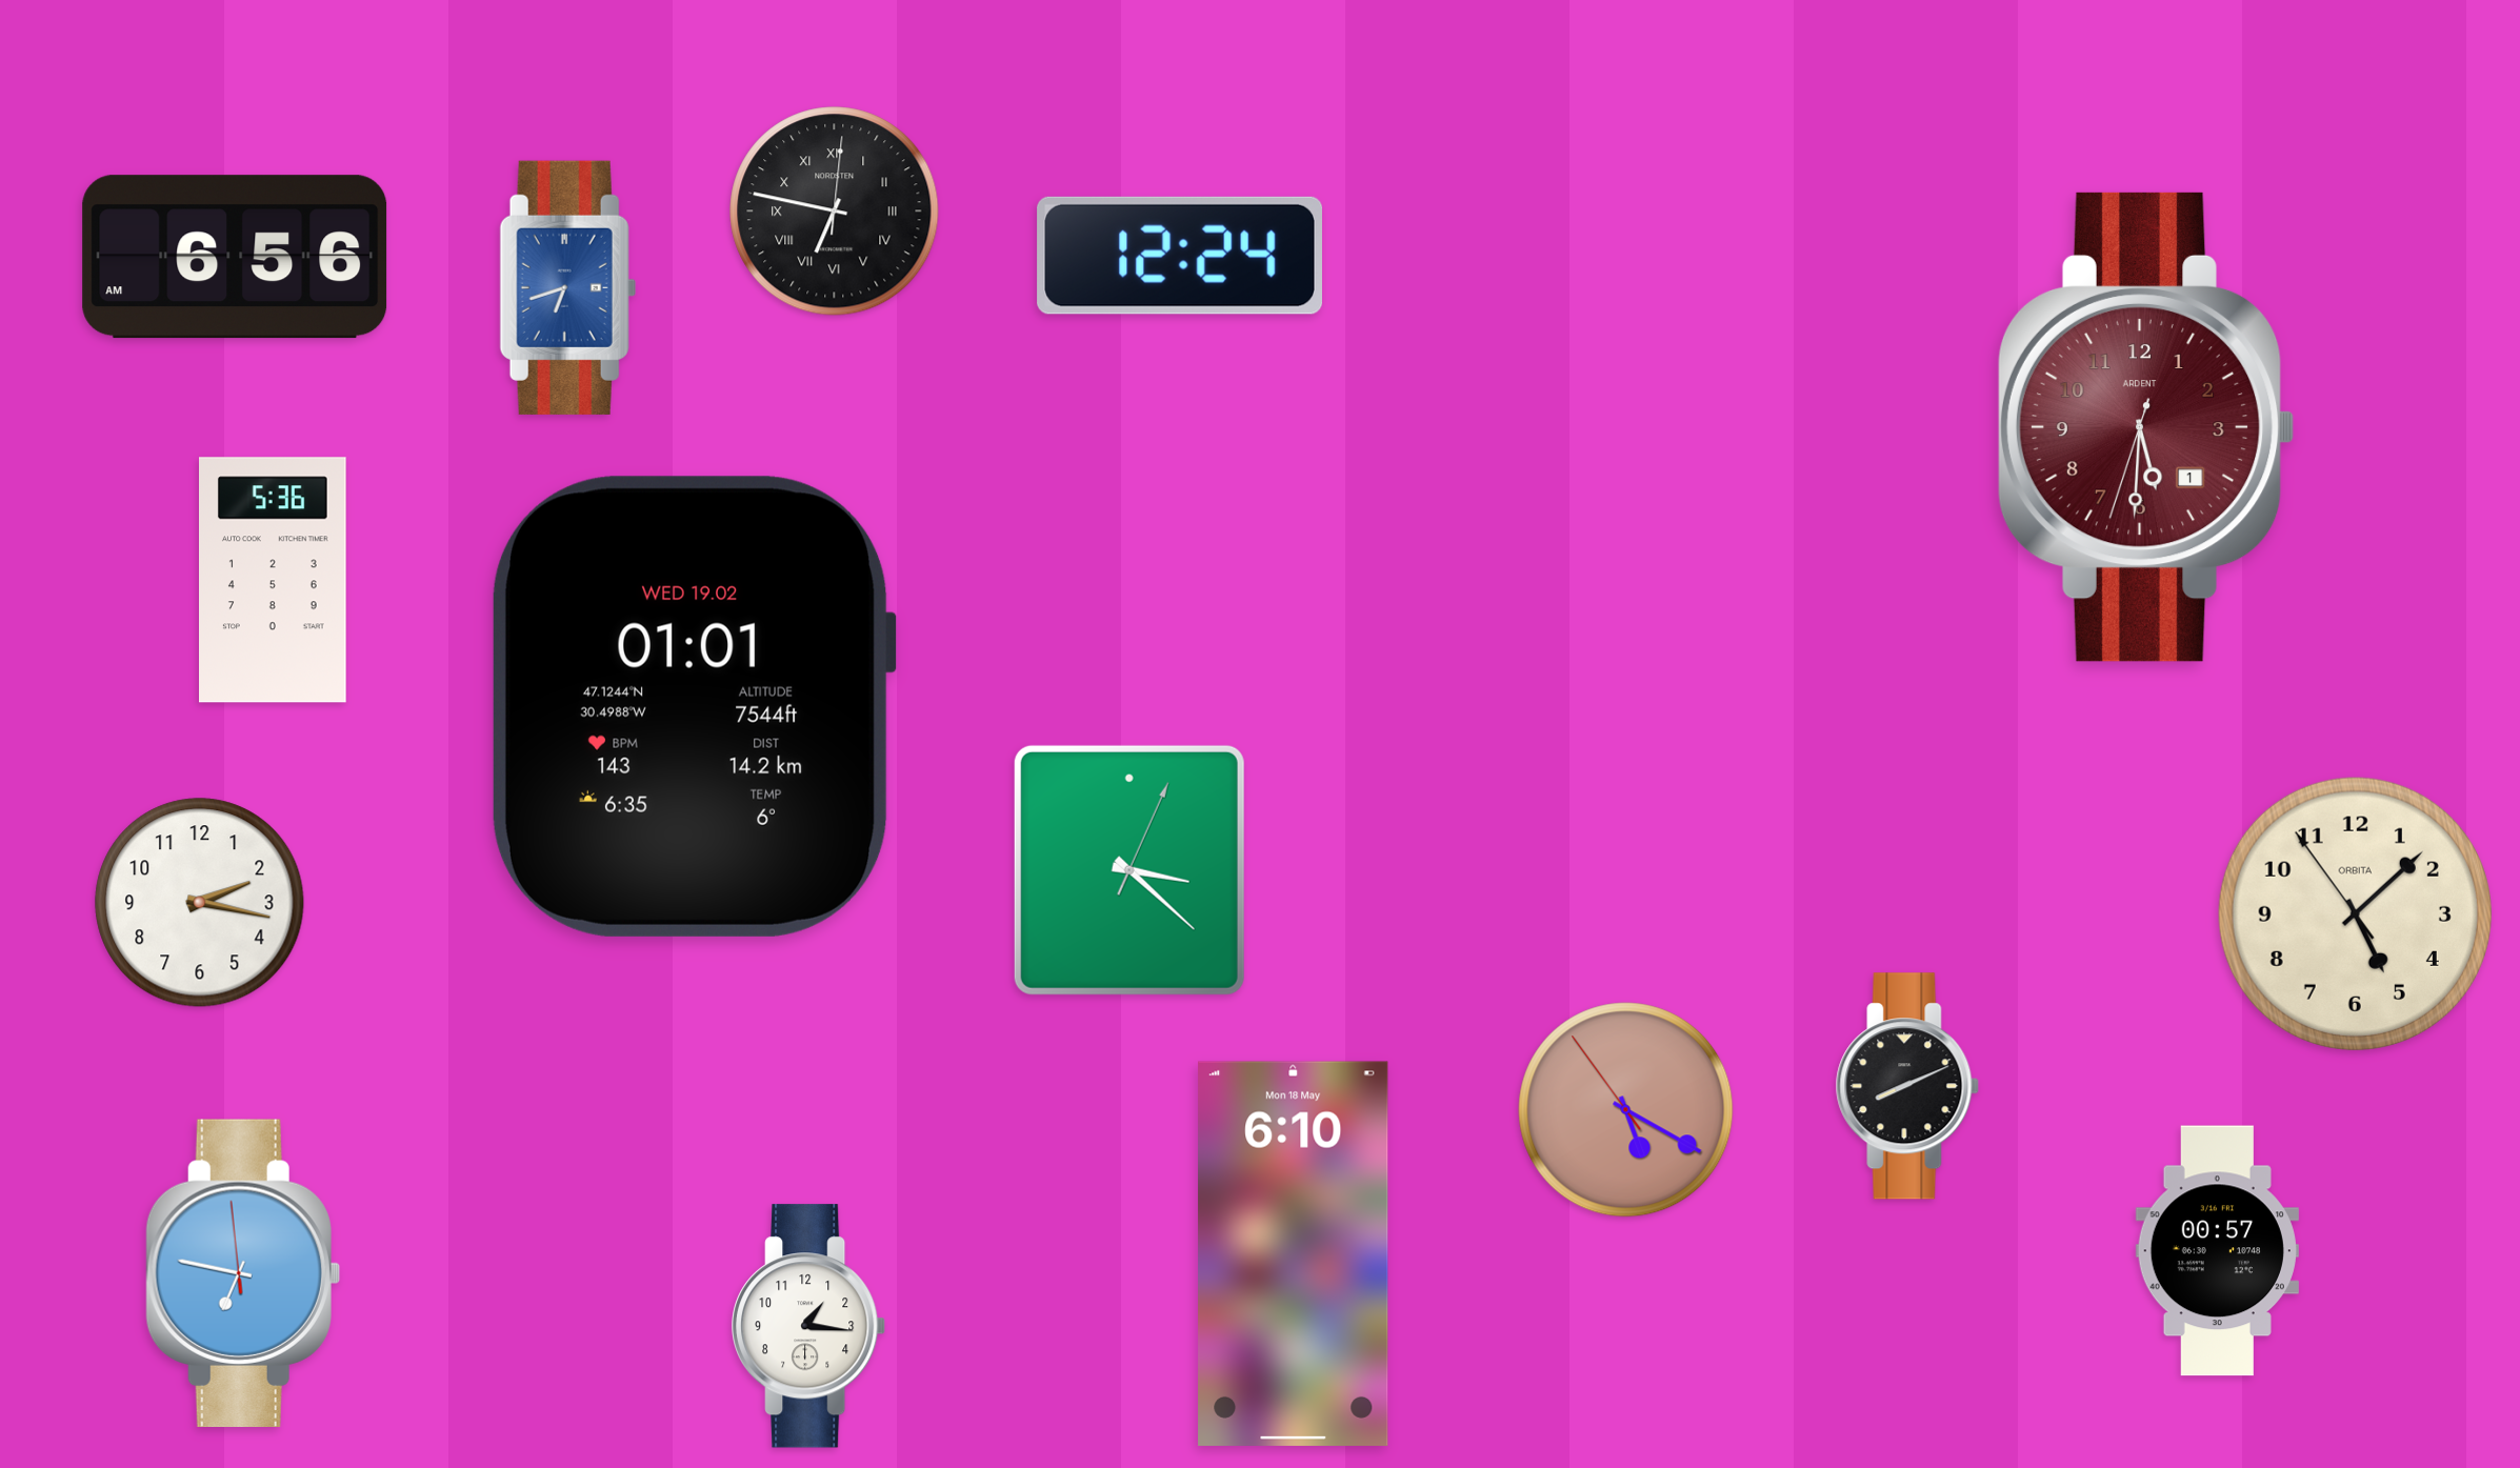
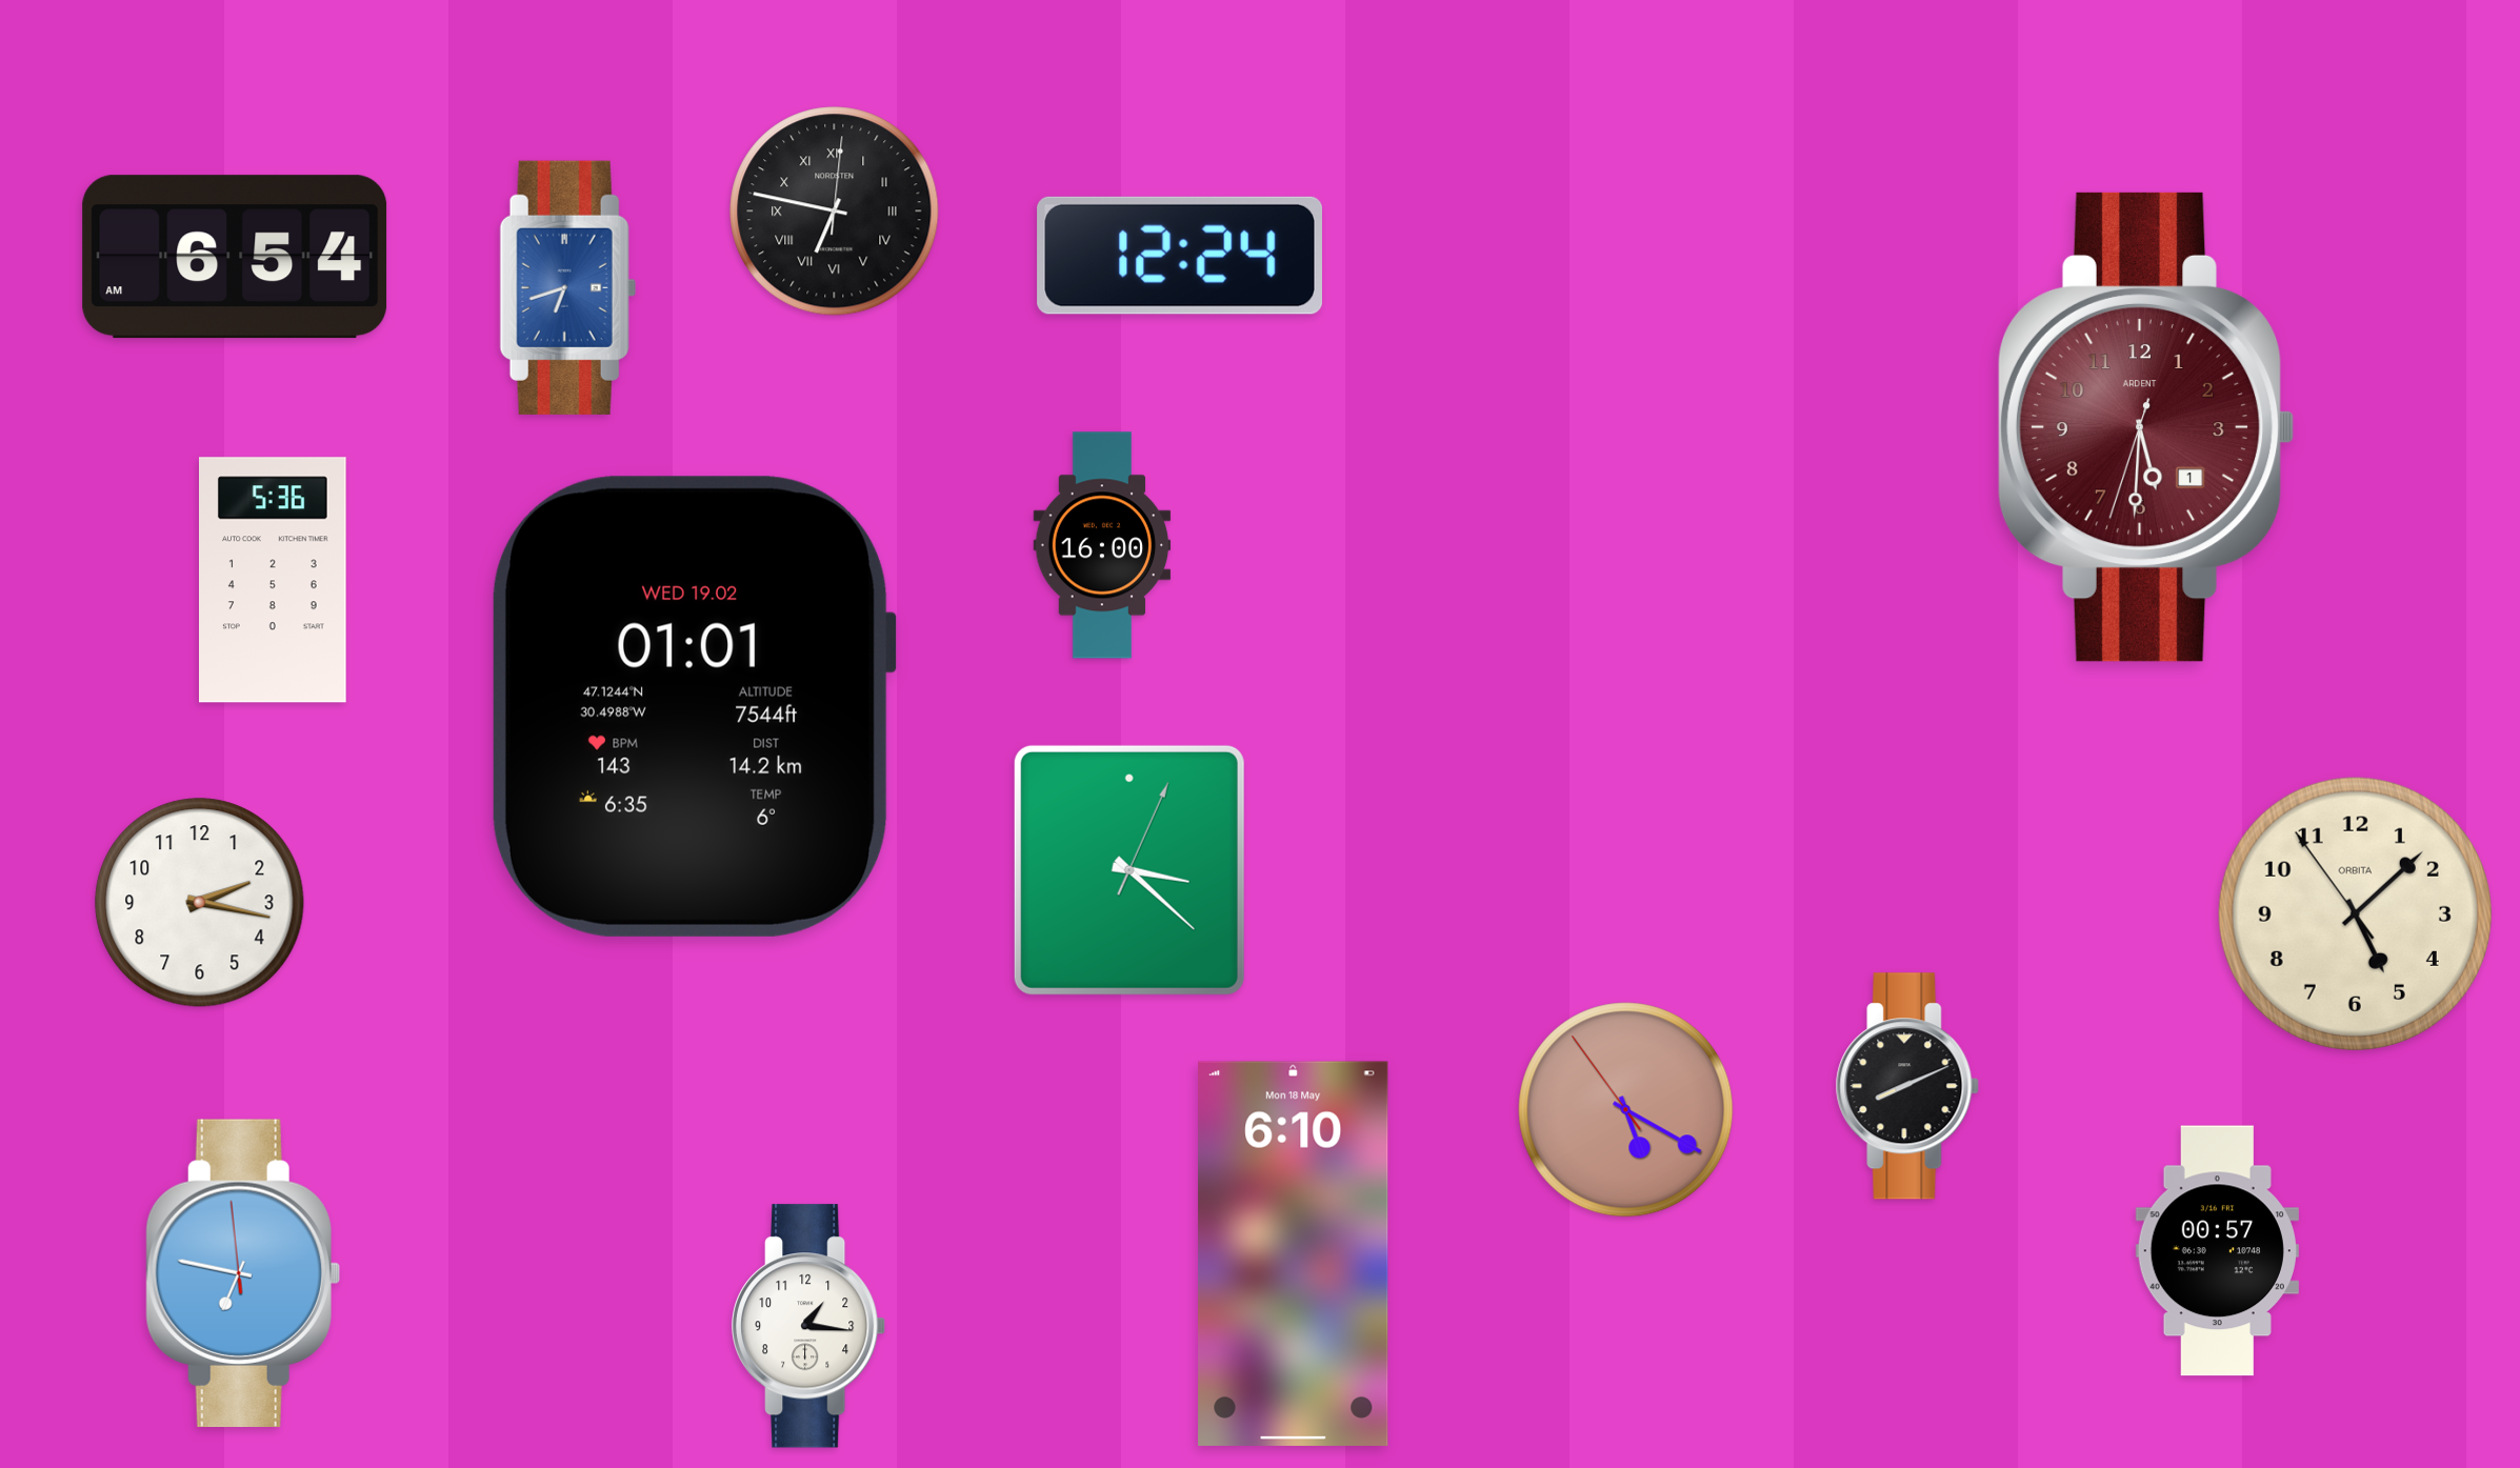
clock at (235, 257): 6:56 -> 6:54
clock at (1102, 545): none -> 16:00
